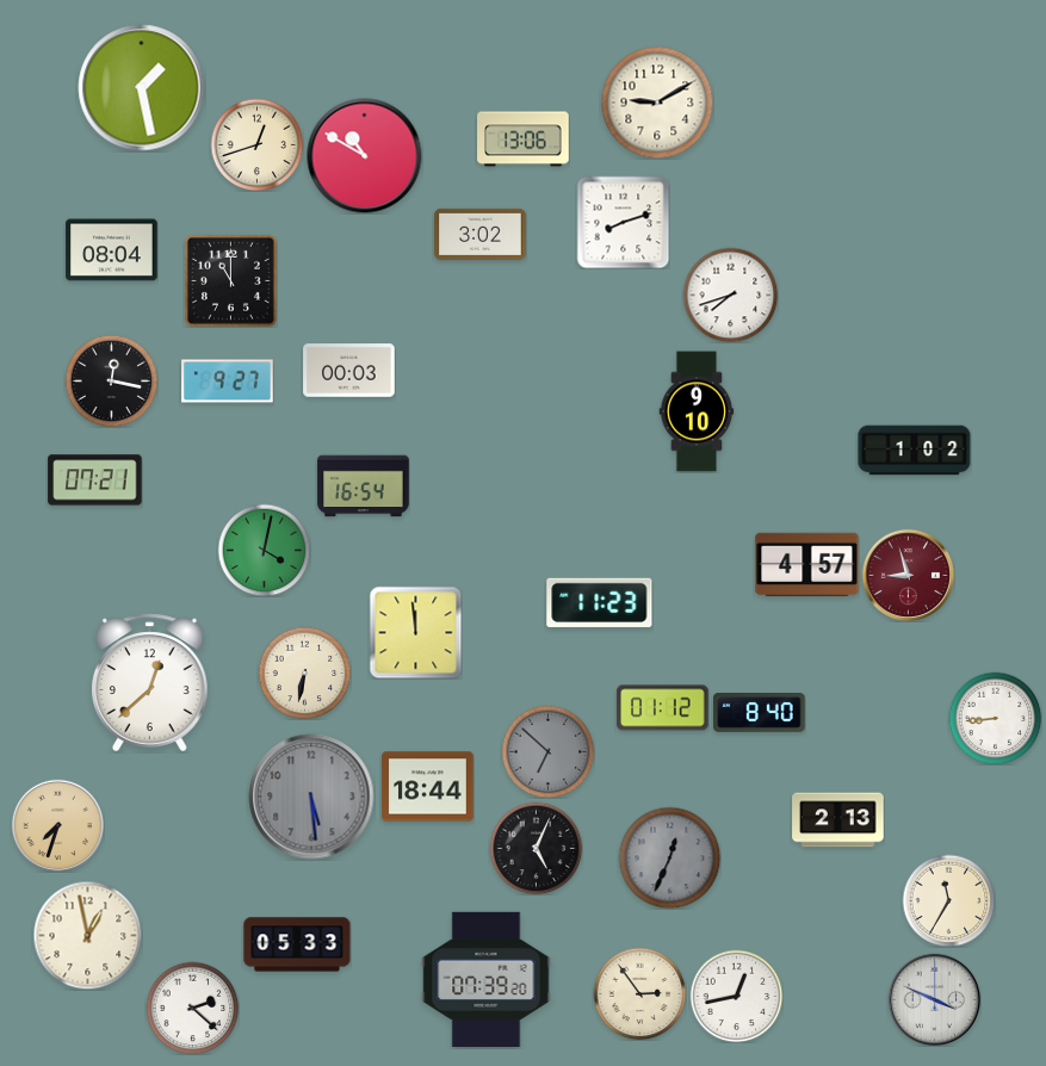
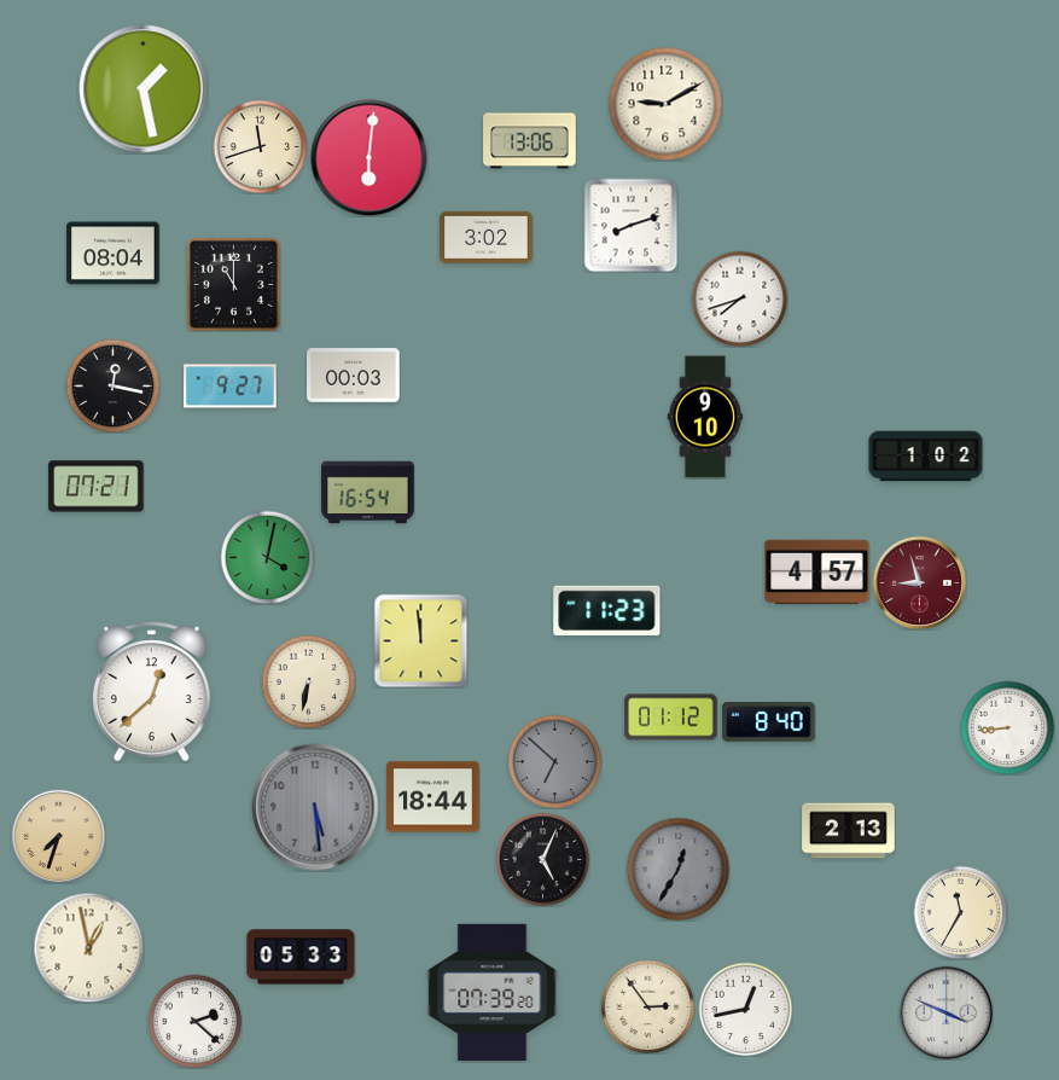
clock at (256, 144): 12:42 -> 11:42
clock at (365, 156): 10:50 -> 6:01
clock at (669, 857): 12:34 -> 12:35
